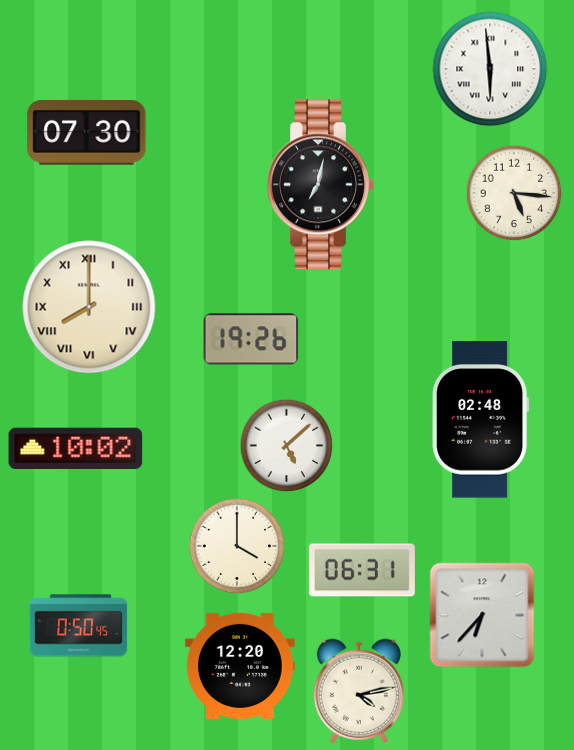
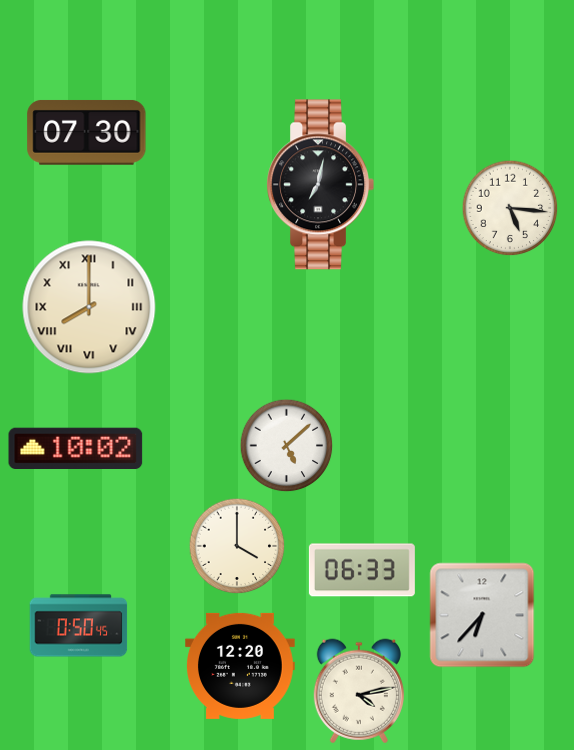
clock at (490, 69): 5:59 -> none
clock at (514, 193) position: (514, 193) -> (510, 208)
clock at (251, 339): 19:26 -> none
clock at (481, 420): 02:48 -> none
clock at (362, 570): 06:31 -> 06:33
